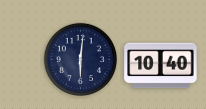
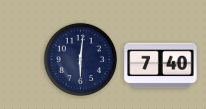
clock at (161, 66): 10:40 -> 7:40
